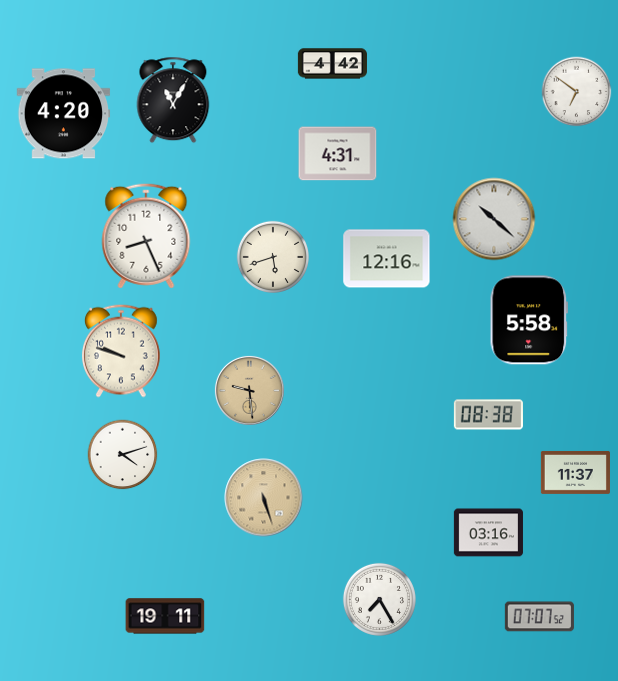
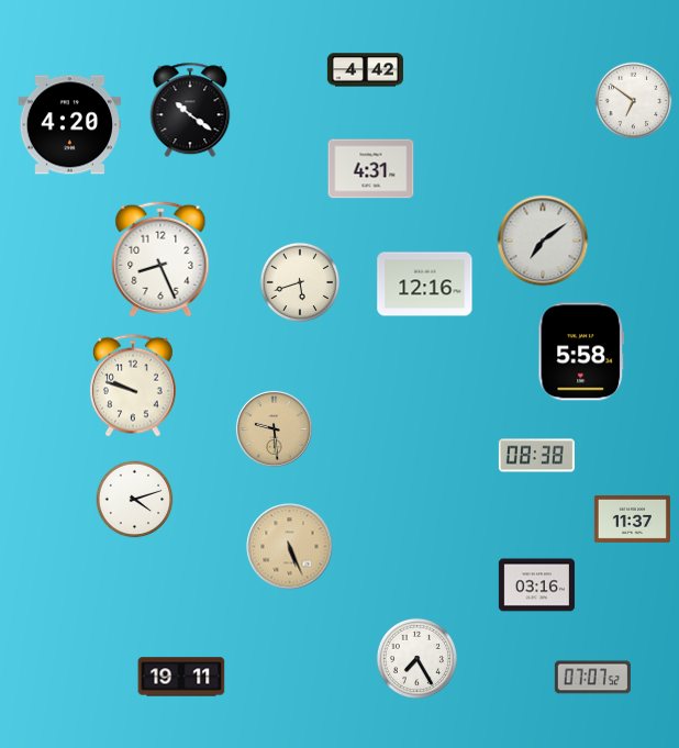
clock at (173, 100): 11:05 -> 10:21
clock at (494, 219): 10:22 -> 7:09
clock at (264, 498): 5:27 -> 5:26
